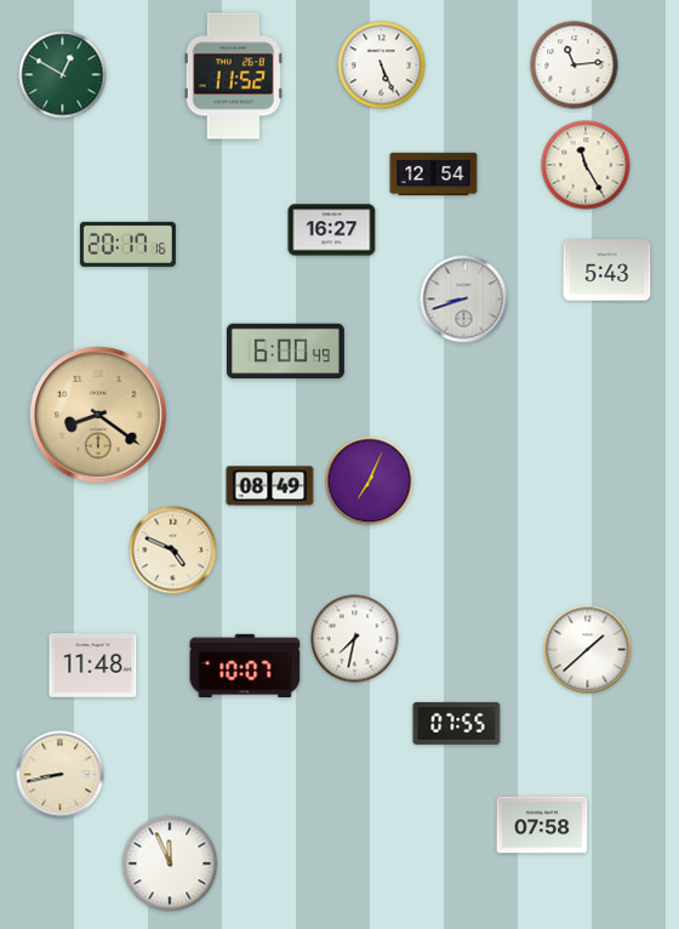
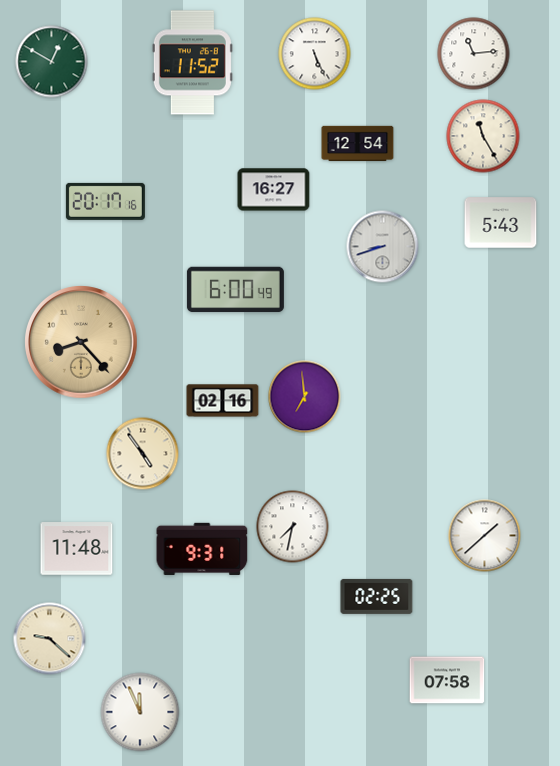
clock at (98, 415): 8:21 -> 8:23
clock at (370, 481): 7:04 -> 6:59
clock at (270, 486): 08:49 -> 02:16
clock at (173, 551): 4:49 -> 4:54
clock at (245, 666): 10:07 -> 9:31
clock at (457, 723): 07:55 -> 02:25
clock at (61, 775): 8:43 -> 9:22
